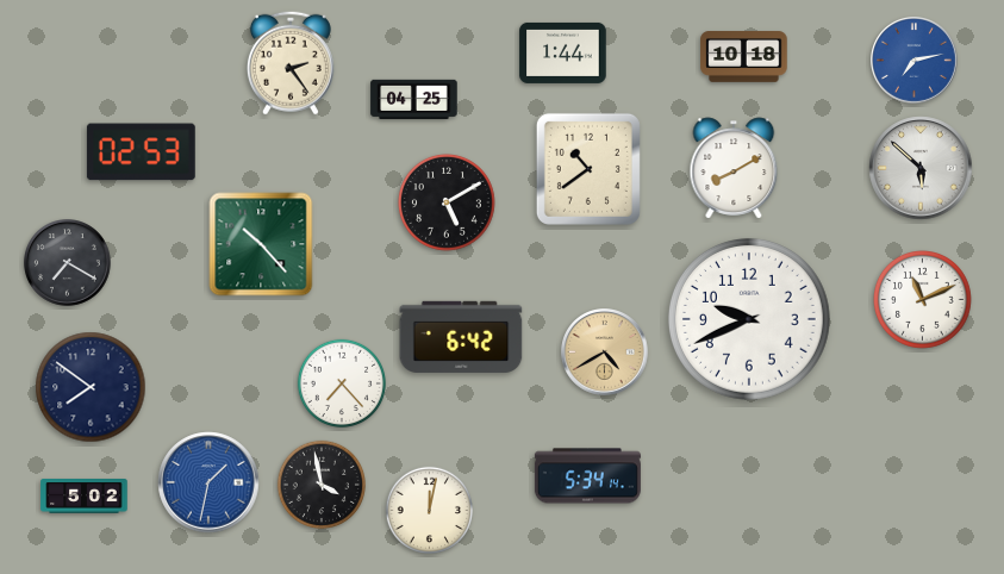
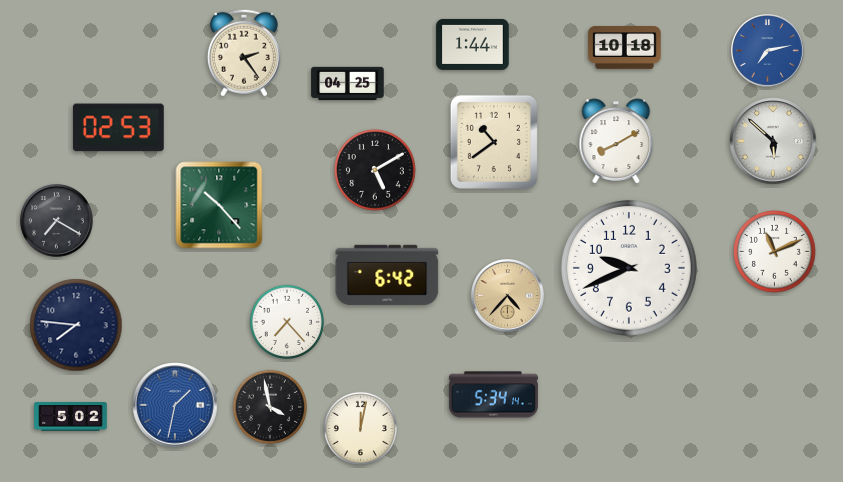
clock at (461, 337) position: (461, 337) -> (387, 275)
clock at (605, 352): 4:40 -> 4:37
clock at (91, 387): 7:51 -> 7:46
clock at (587, 476) position: (587, 476) -> (493, 395)
